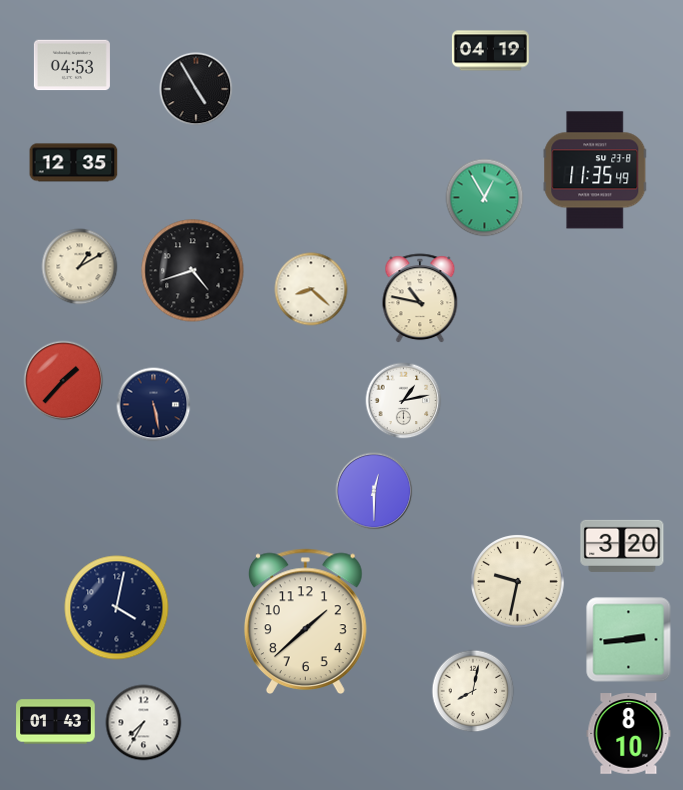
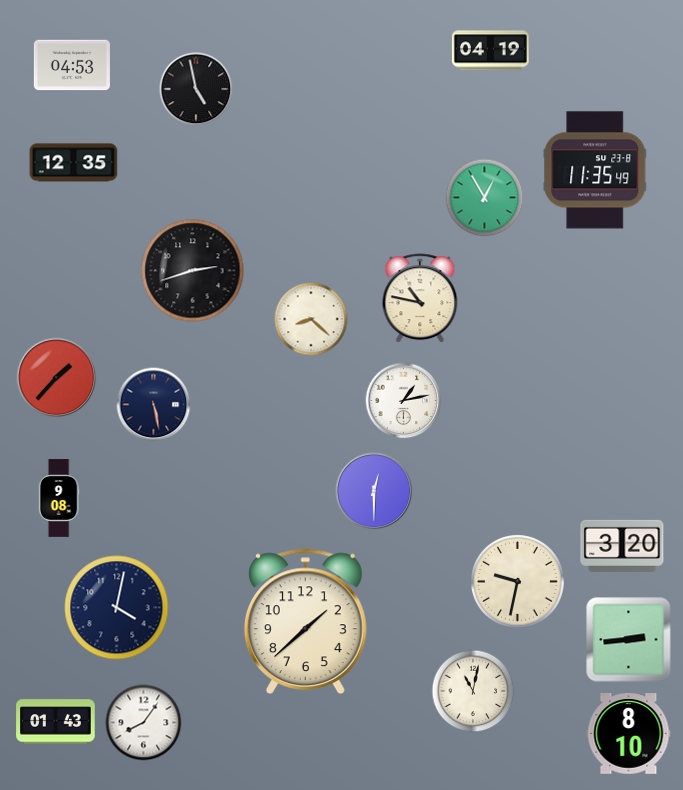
clock at (196, 89): 4:55 -> 4:58
clock at (80, 267): 1:10 -> none
clock at (193, 271): 4:42 -> 2:42
clock at (311, 289) position: (311, 289) -> (311, 319)
clock at (64, 381) position: (64, 381) -> (57, 378)
clock at (59, 498): none -> 9:08
clock at (473, 691): 8:02 -> 11:02
clock at (144, 723): 7:35 -> 8:06
